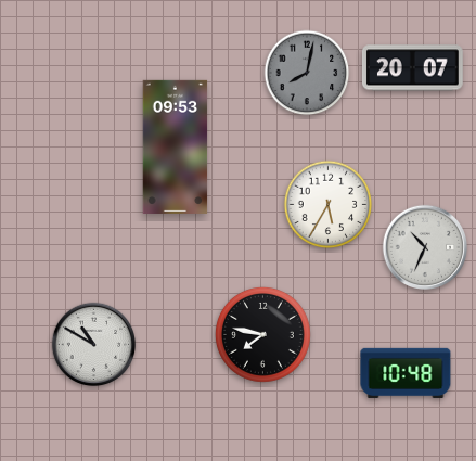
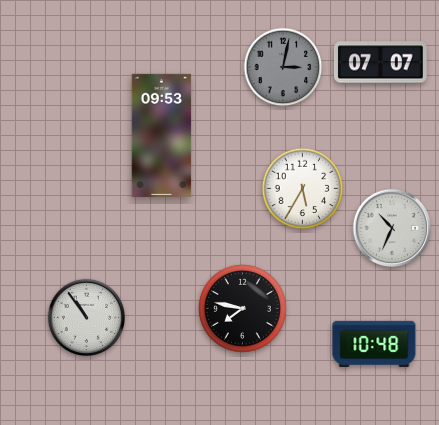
clock at (413, 68): 20:07 -> 07:07
clock at (307, 73): 8:02 -> 3:02
clock at (94, 345): 10:50 -> 10:54
